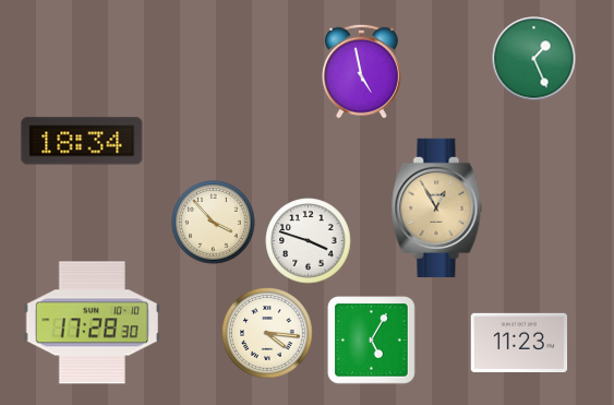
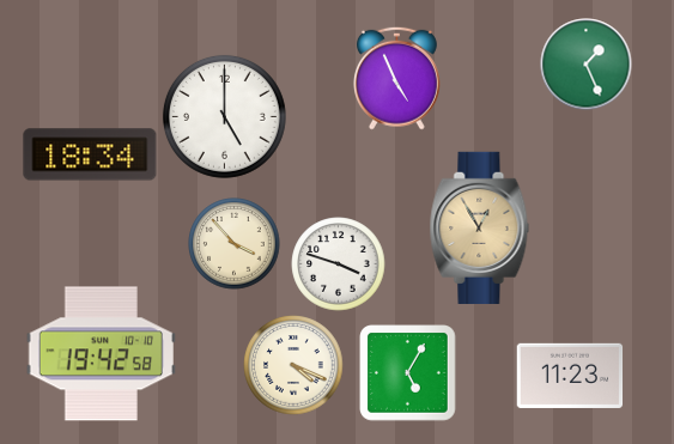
clock at (361, 71): 4:58 -> 4:56
clock at (224, 116): none -> 5:00
clock at (92, 323): 17:28 -> 19:42
clock at (267, 333): 4:16 -> 4:19
